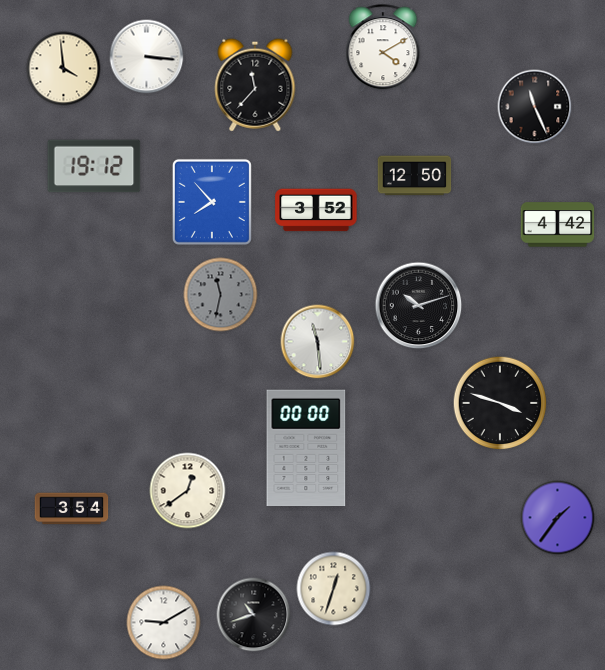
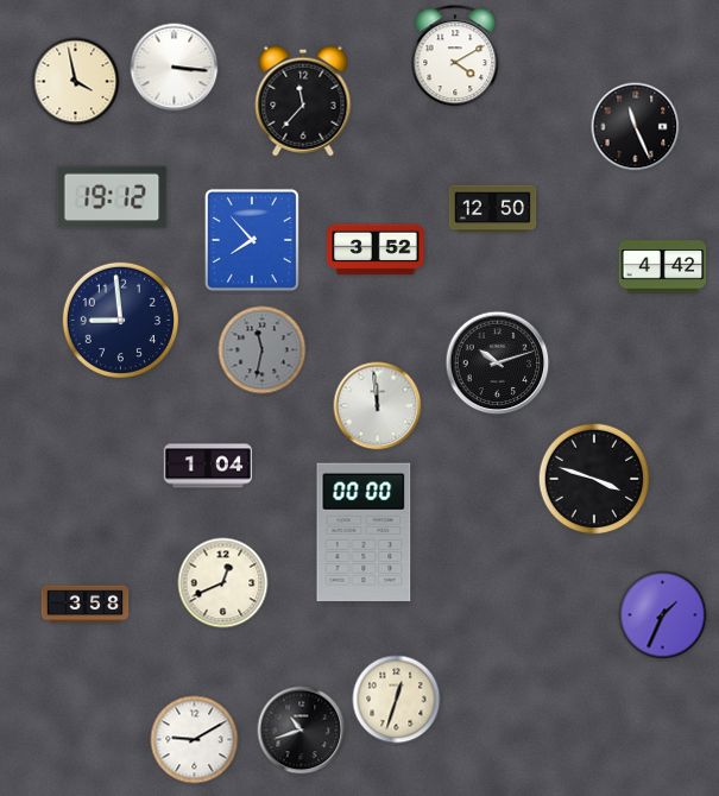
clock at (64, 69): 3:59 -> 3:58
clock at (120, 320): none -> 8:59
clock at (318, 342): 11:29 -> 11:59
clock at (208, 466): none -> 1:04
clock at (188, 491): 12:39 -> 12:41
clock at (72, 509): 3:54 -> 3:58
clock at (558, 518): 1:36 -> 1:34
